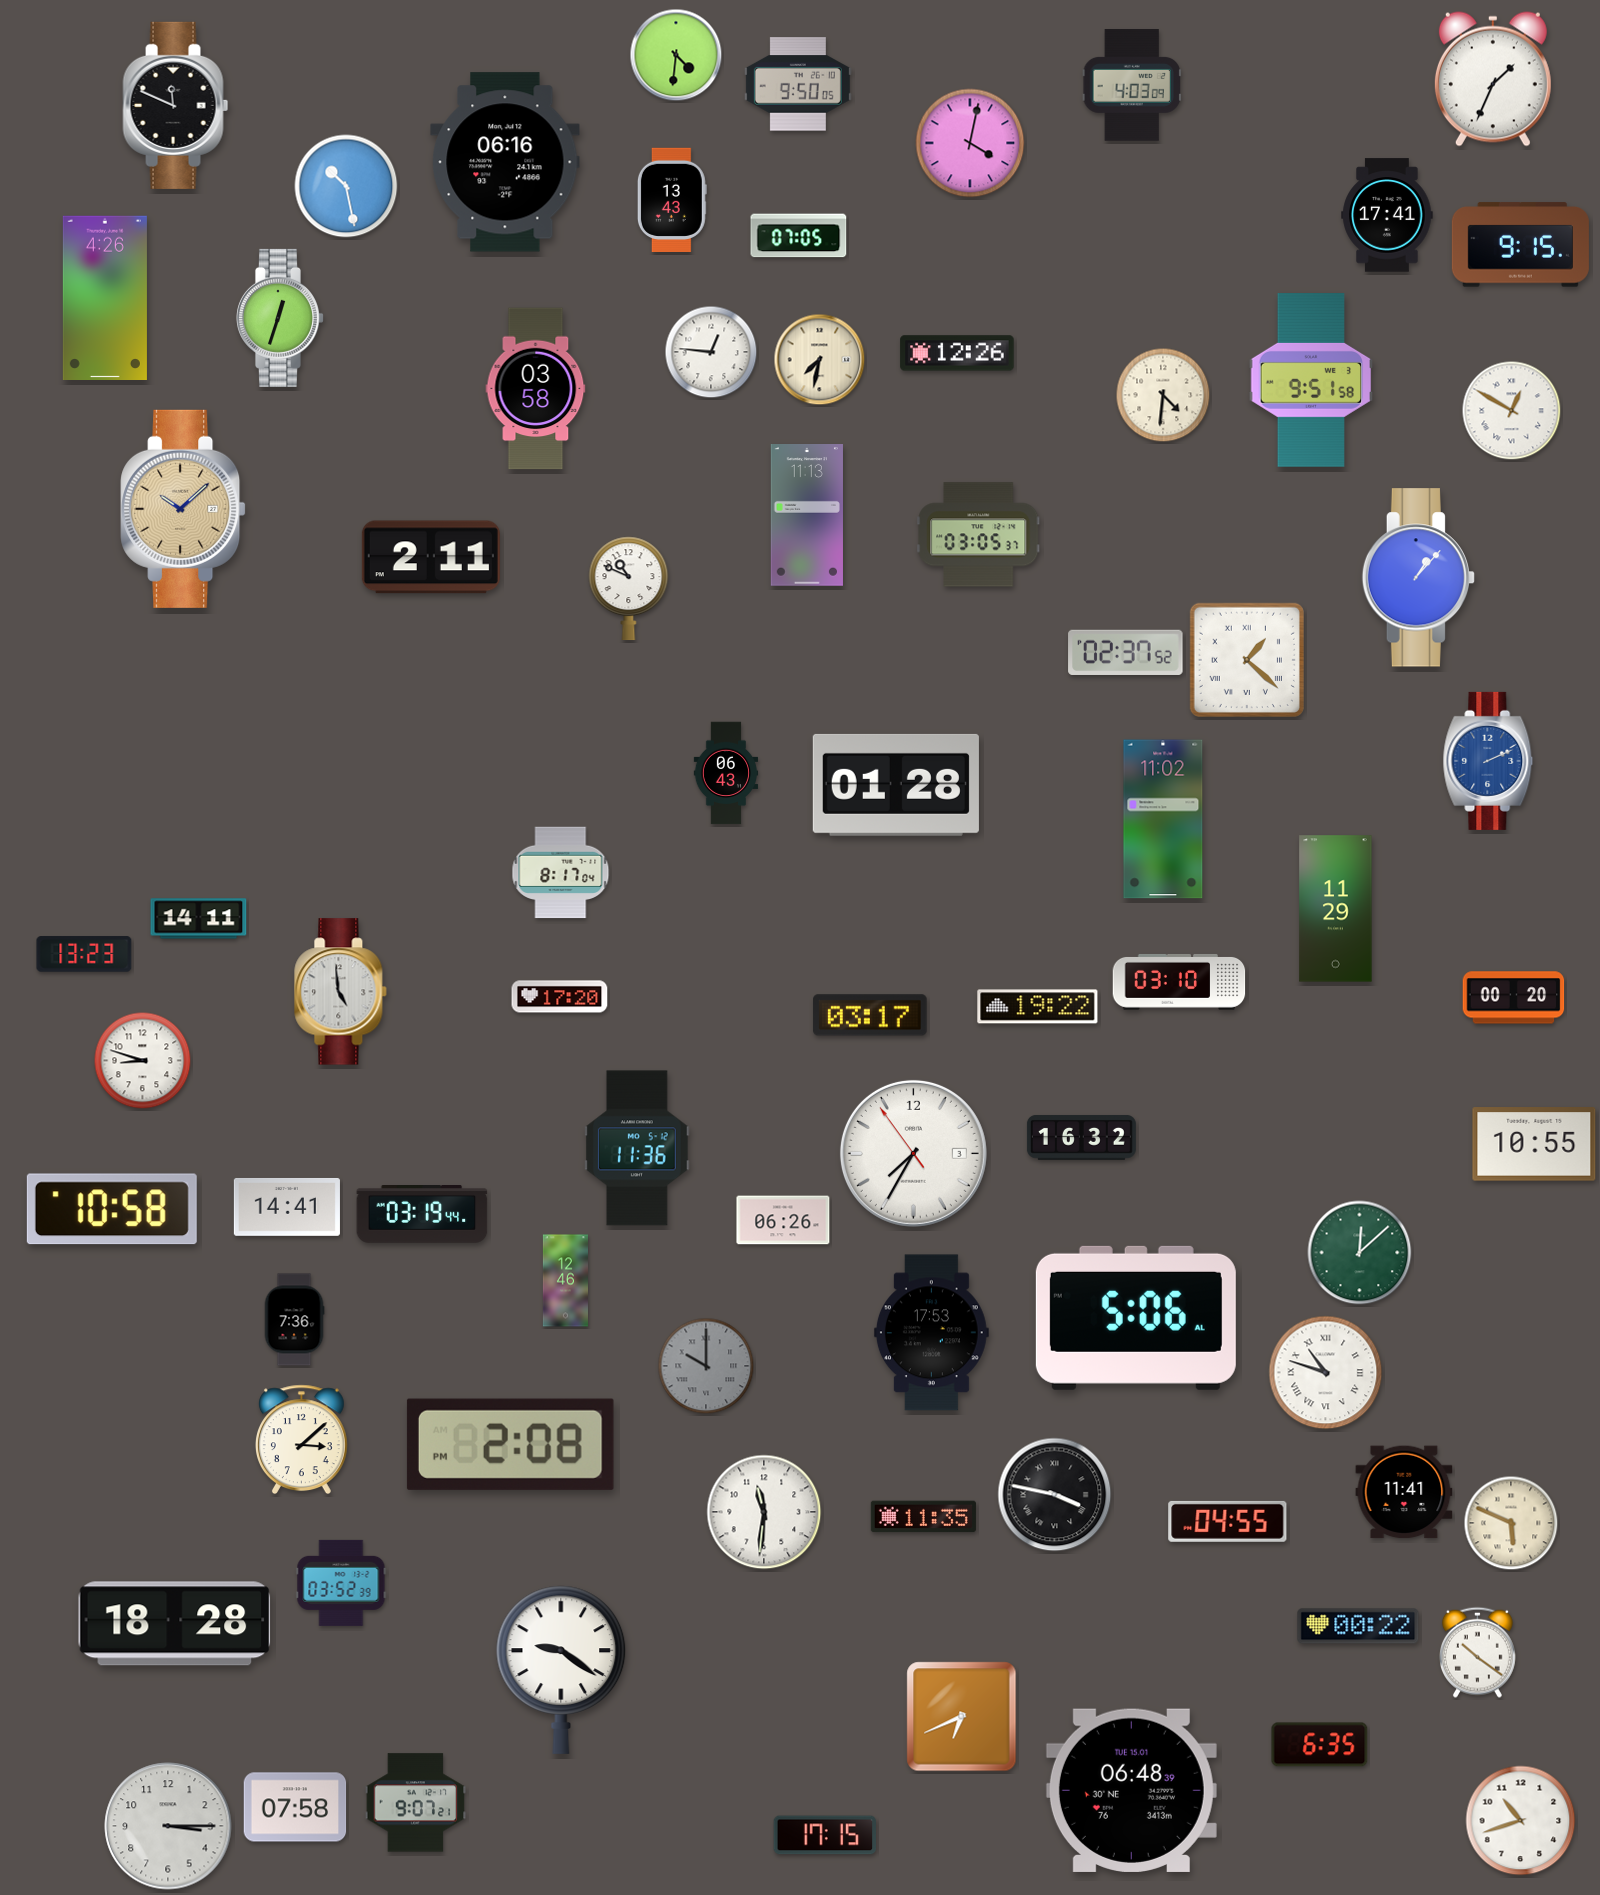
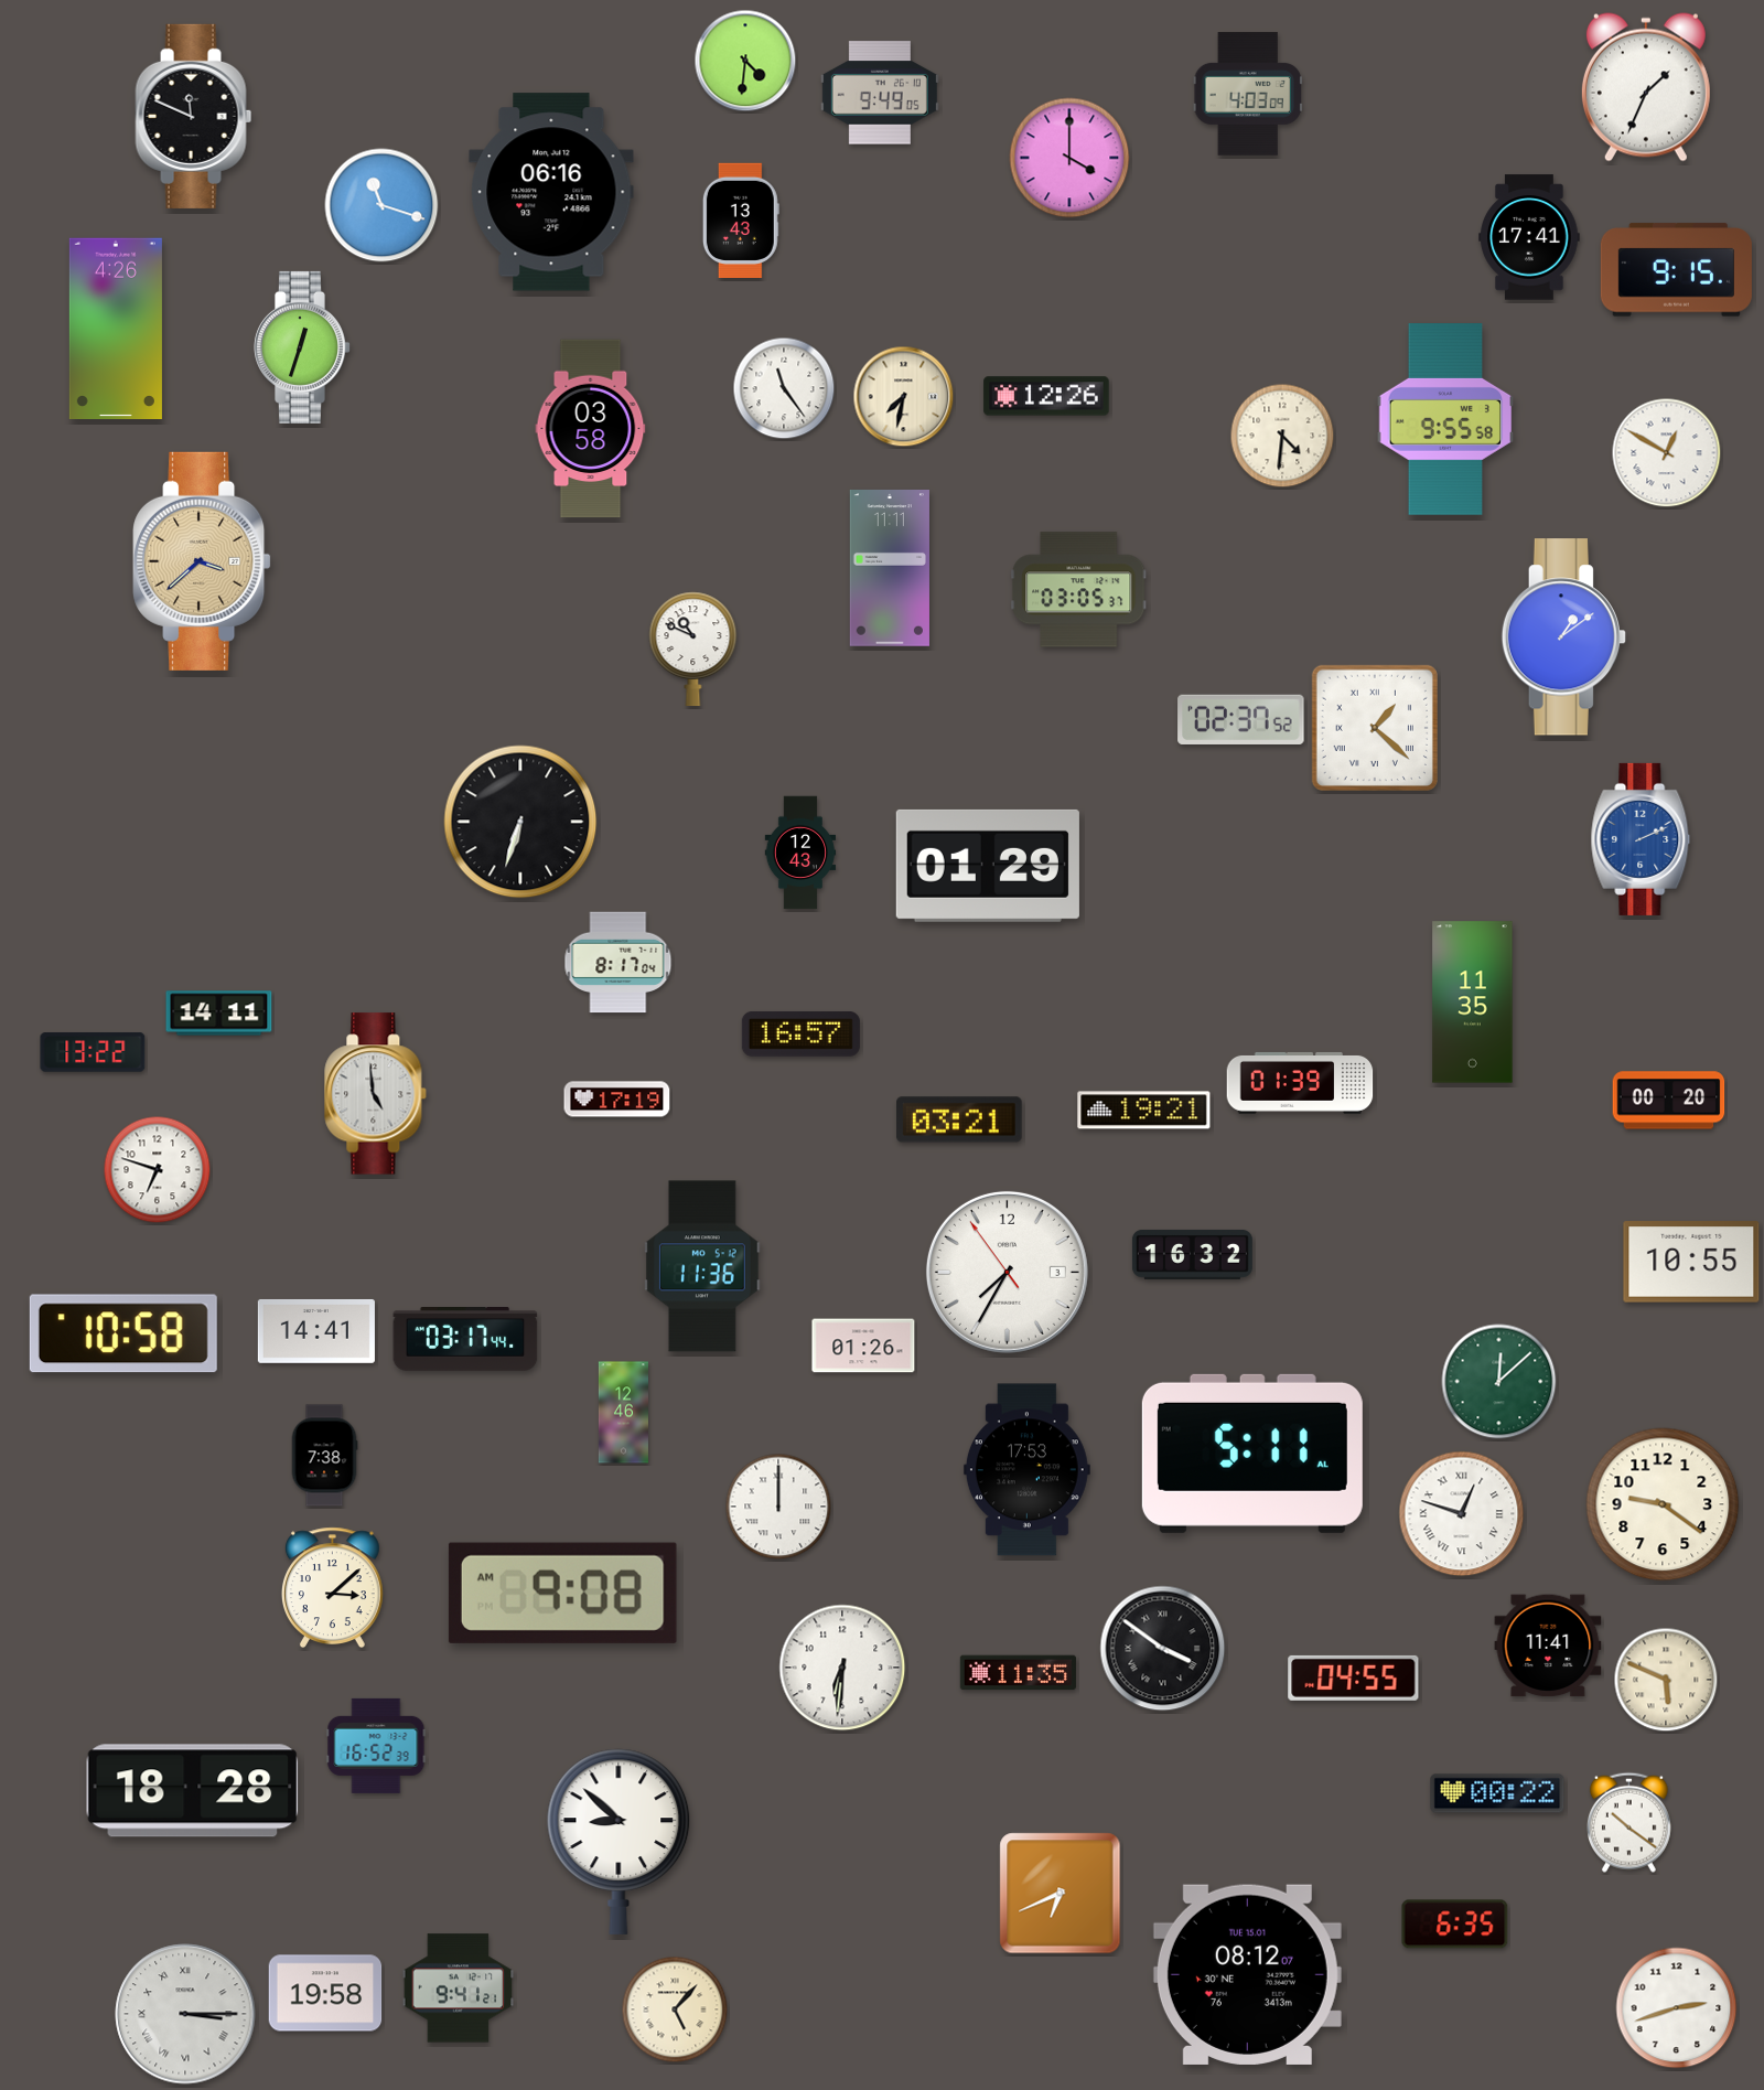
clock at (798, 84): 9:50 -> 9:49
clock at (970, 143): 4:02 -> 4:00
clock at (505, 162) position: (505, 162) -> (551, 192)
clock at (346, 186): 10:28 -> 11:18
clock at (799, 236): 07:05 -> none
clock at (280, 318) position: (280, 318) -> (302, 347)
clock at (711, 352): 12:46 -> 11:24
clock at (957, 353) position: (957, 353) -> (1046, 396)
clock at (1311, 381): 9:51 -> 9:55
clock at (183, 509): 10:08 -> 3:38
clock at (807, 516): 11:13 -> 11:11
clock at (431, 557): 2:11 -> none
clock at (1418, 578): 1:07 -> 1:09
clock at (520, 822): none -> 6:33
clock at (726, 773): 06:43 -> 12:43
clock at (896, 785): 01:28 -> 01:29
clock at (1163, 819): 11:02 -> none
clock at (1336, 909): 11:29 -> 11:35
clock at (800, 1035): none -> 16:57
clock at (84, 954): 13:23 -> 13:22
clock at (1179, 982): 03:10 -> 01:39
clock at (560, 997): 17:20 -> 17:19
clock at (1038, 1007): 19:22 -> 19:21
clock at (870, 1015): 03:17 -> 03:21
clock at (143, 1061): 8:48 -> 6:48
clock at (422, 1215): 03:19 -> 03:17
clock at (783, 1220): 06:26 -> 01:26
clock at (1136, 1318): 5:06 -> 5:11
clock at (294, 1320): 7:36 -> 7:38
clock at (1663, 1504): none -> 9:21
clock at (706, 1366): 10:00 -> 12:00
clock at (706, 1366) dial: grey -> white
clock at (1326, 1373): 10:48 -> 12:48
clock at (510, 1444): 2:08 -> 9:08
clock at (1055, 1495): 3:47 -> 3:51
clock at (764, 1512): 11:31 -> 6:31
clock at (341, 1583): 03:52 -> 16:52
clock at (561, 1670): 9:21 -> 8:52
clock at (1131, 1790): 06:48 -> 08:12
clock at (416, 1803): 9:07 -> 9:41
clock at (295, 1807): 07:58 -> 19:58
clock at (1521, 1821): 10:42 -> 2:42
clock at (675, 2009): none -> 5:07
clock at (168, 1826) numerals: Arabic -> Roman
clock at (825, 1835): 17:15 -> none
